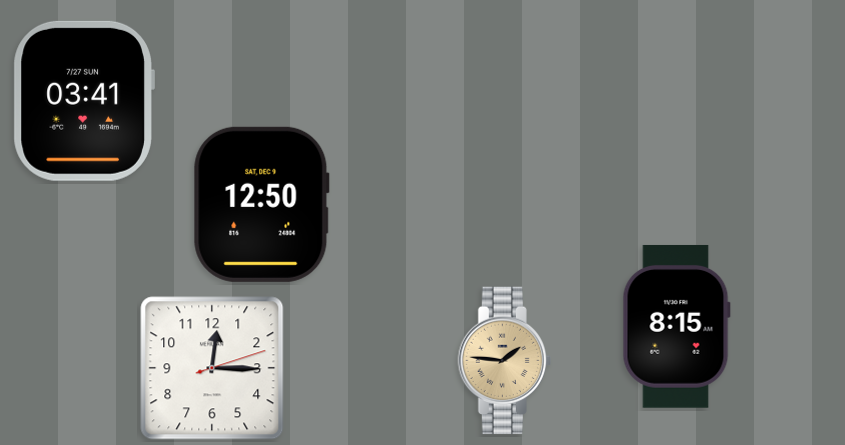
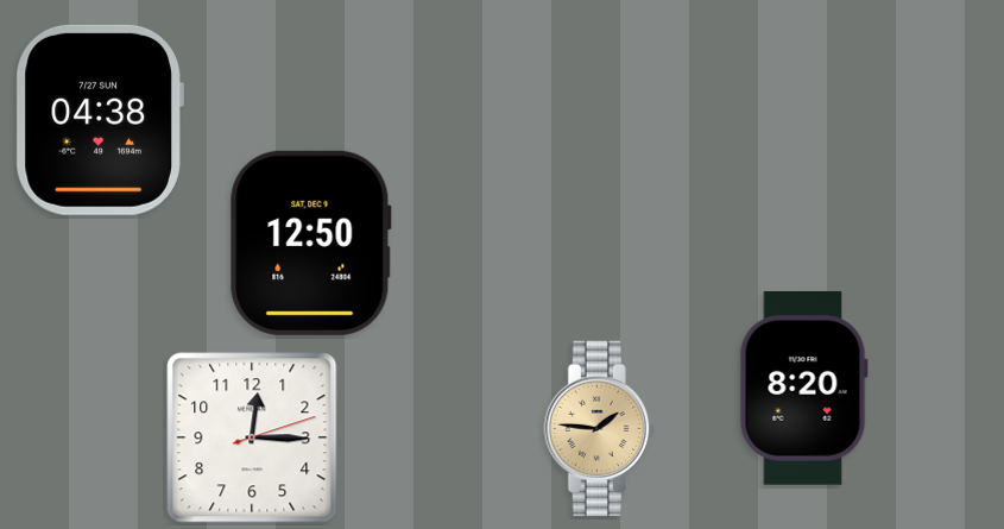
clock at (84, 101): 03:41 -> 04:38
clock at (676, 326): 8:15 -> 8:20
